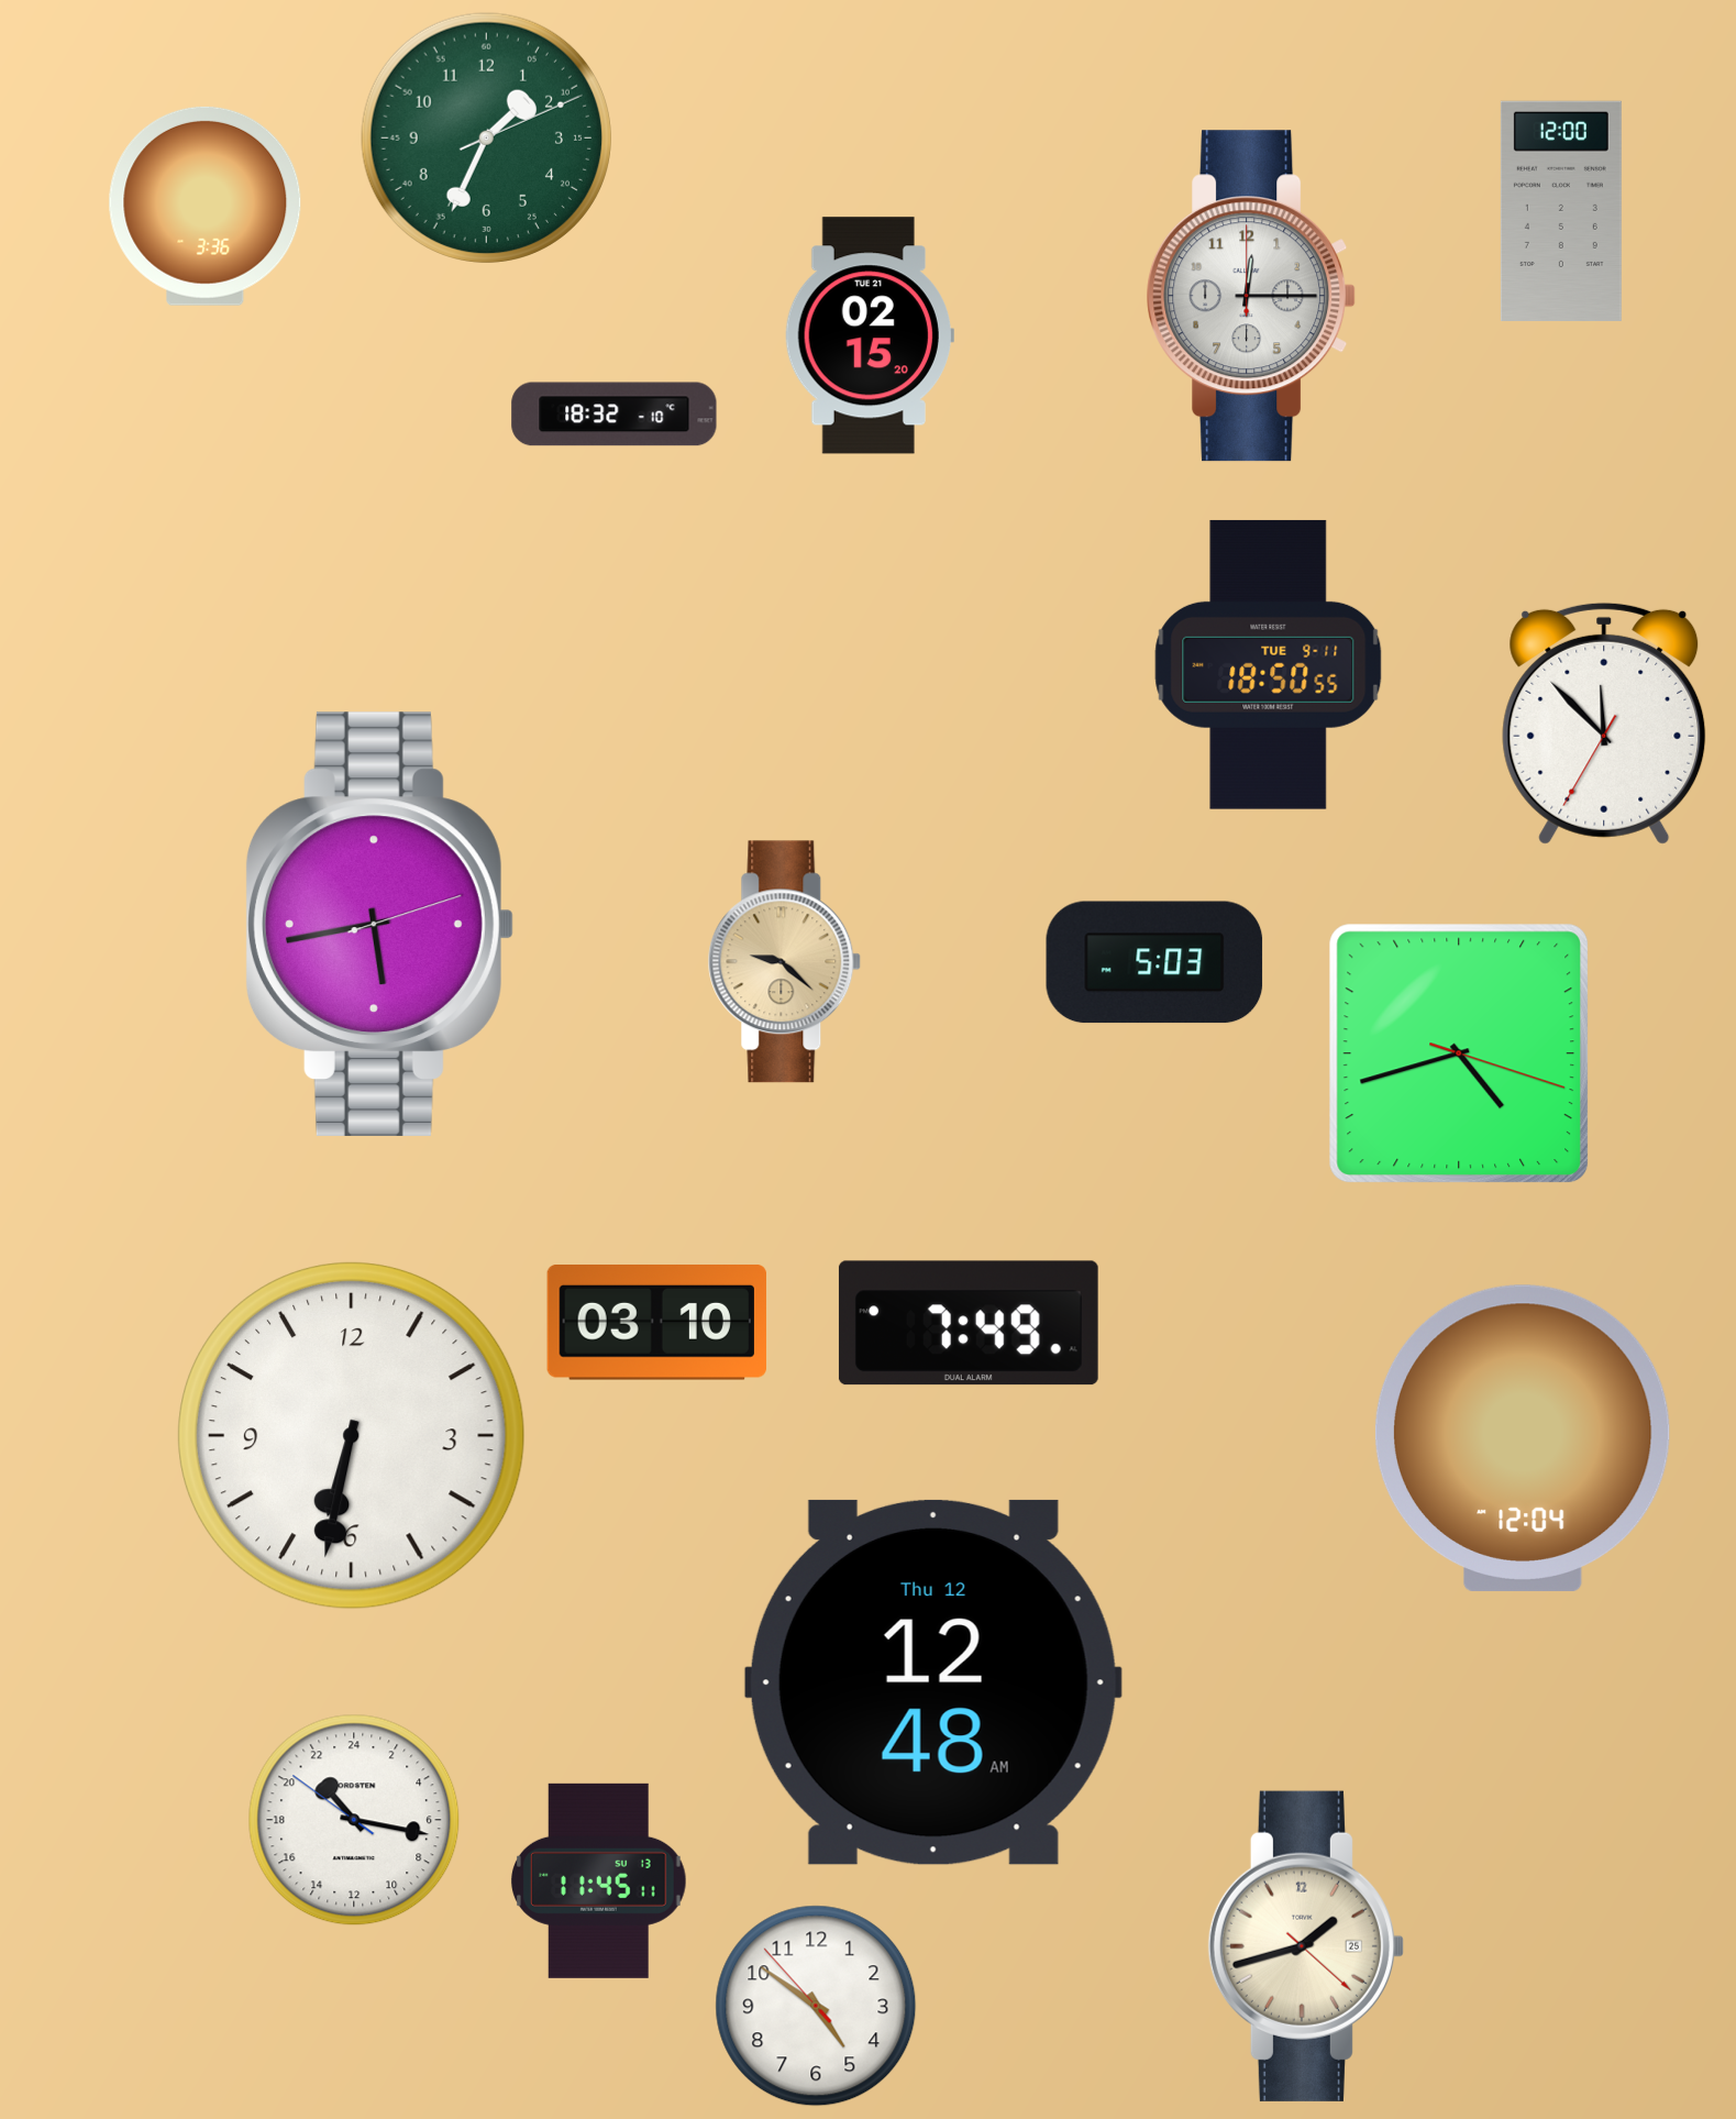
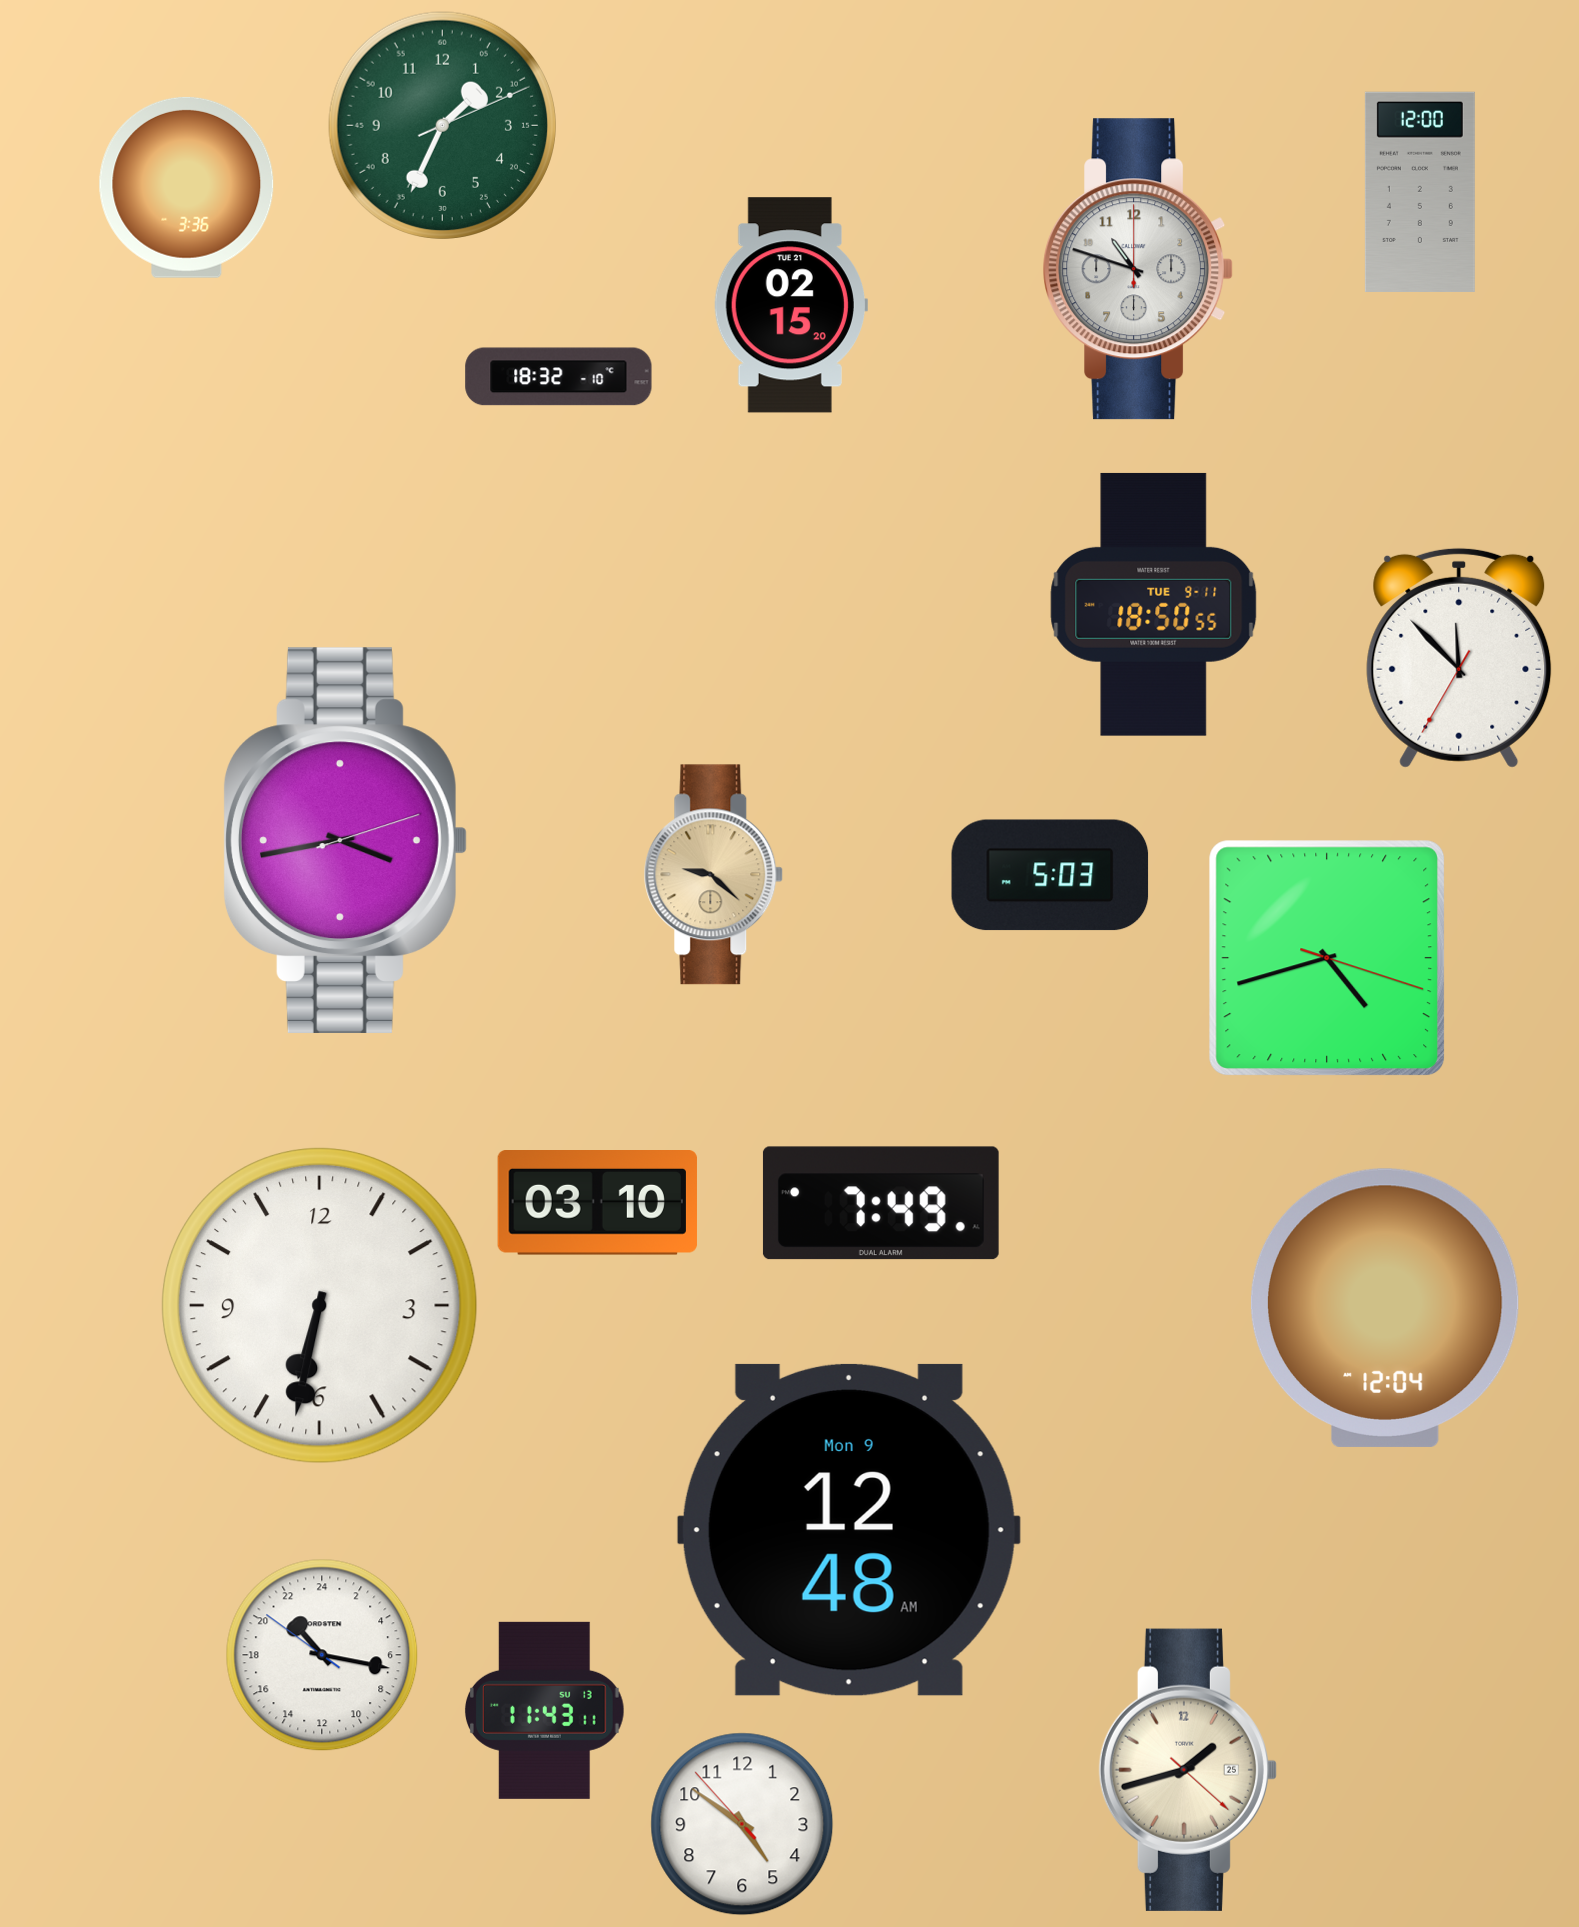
clock at (1251, 296): 12:15 -> 10:48
clock at (379, 924): 5:43 -> 3:43
clock at (933, 1682) date: Thu 12 -> Mon 9
clock at (598, 1880): 11:45 -> 11:43
